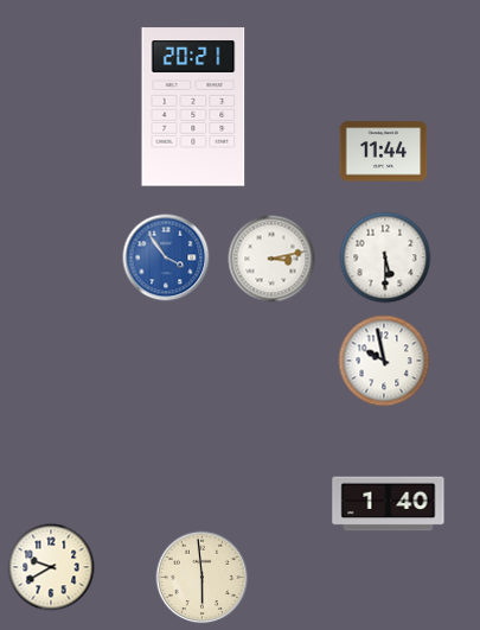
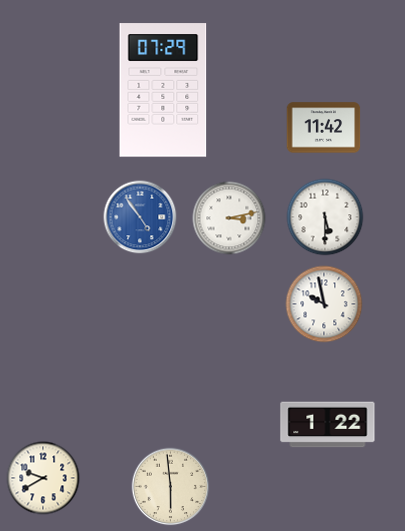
clock at (193, 107): 20:21 -> 07:29
clock at (384, 152): 11:44 -> 11:42
clock at (166, 257): 3:54 -> 4:54
clock at (389, 504): 1:40 -> 1:22
